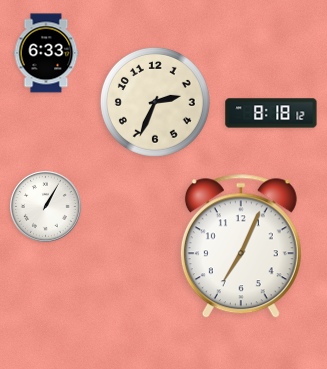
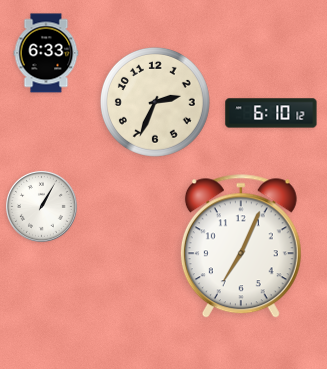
clock at (271, 113): 8:18 -> 6:10
clock at (45, 206) position: (45, 206) -> (41, 206)
